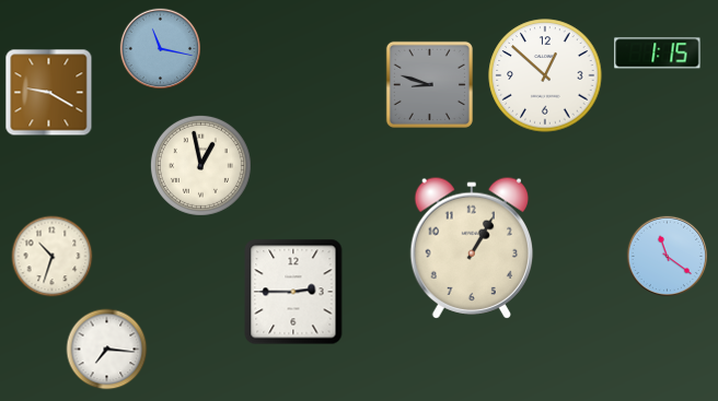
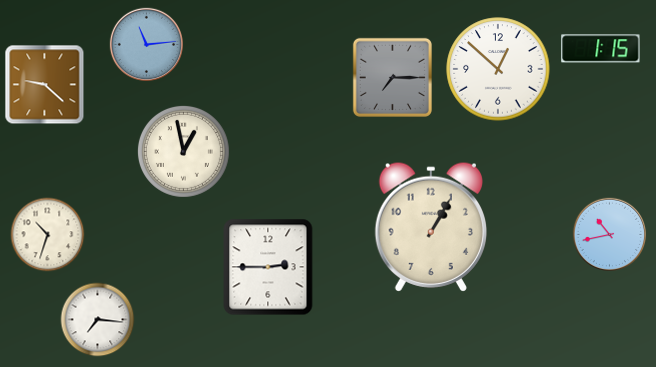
clock at (160, 48): 11:17 -> 11:14
clock at (429, 84): 8:48 -> 7:15
clock at (49, 93): 9:20 -> 9:22
clock at (667, 256): 11:21 -> 10:43
